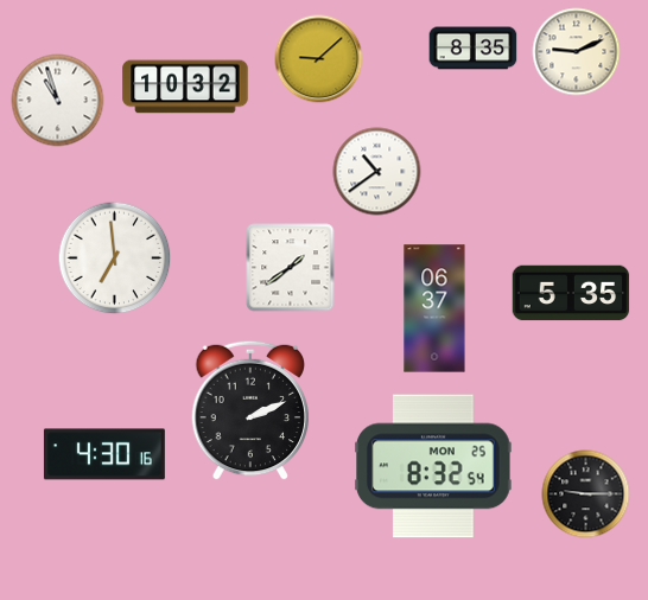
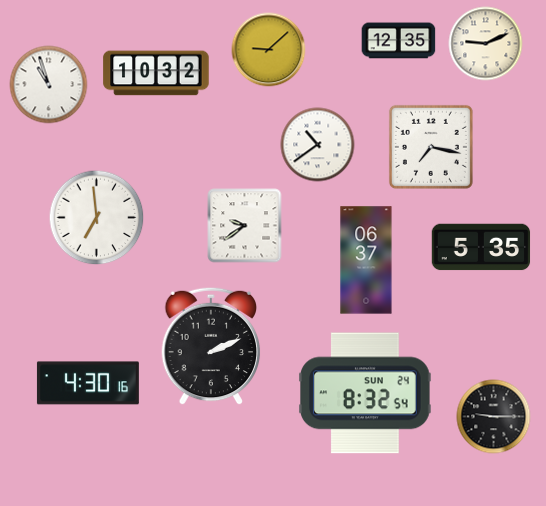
clock at (474, 49): 8:35 -> 12:35
clock at (431, 147): none -> 7:17
clock at (291, 268): 1:39 -> 9:39
clock at (434, 466) date: MON 25 -> SUN 24
